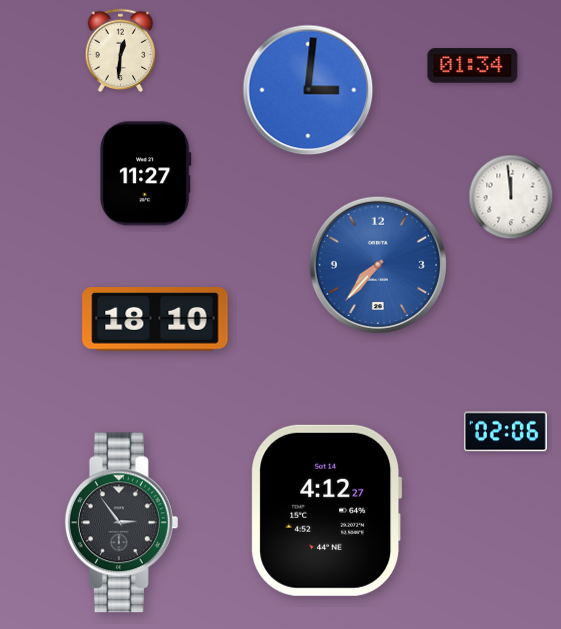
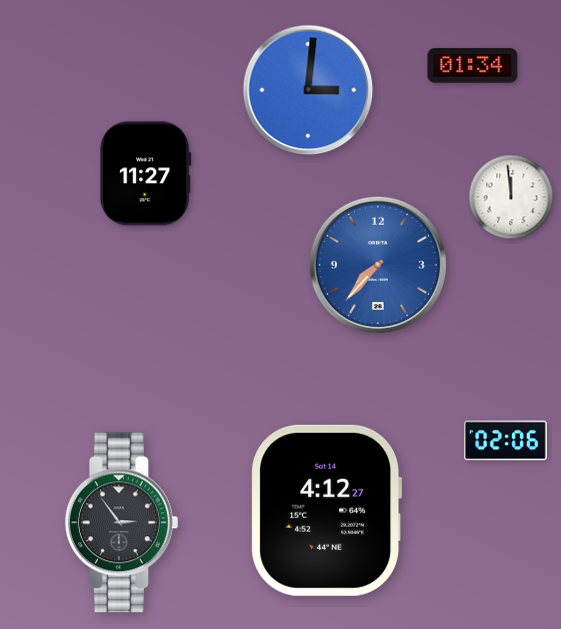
clock at (121, 51): 12:31 -> none
clock at (155, 319): 18:10 -> none
clock at (505, 432) position: (505, 432) -> (505, 441)
